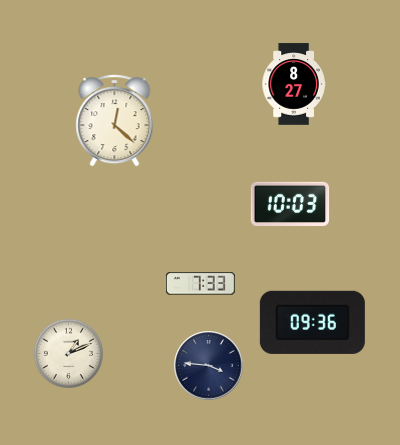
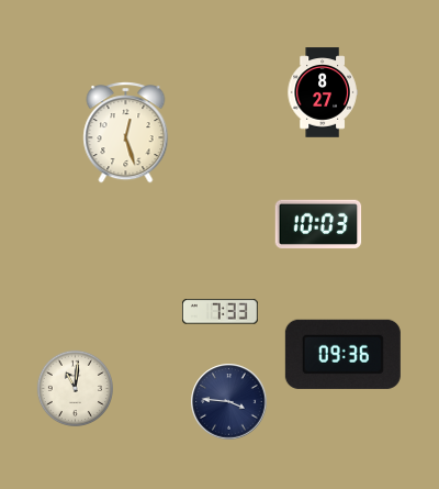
clock at (115, 121): 12:22 -> 12:27
clock at (68, 353): 1:11 -> 11:01
